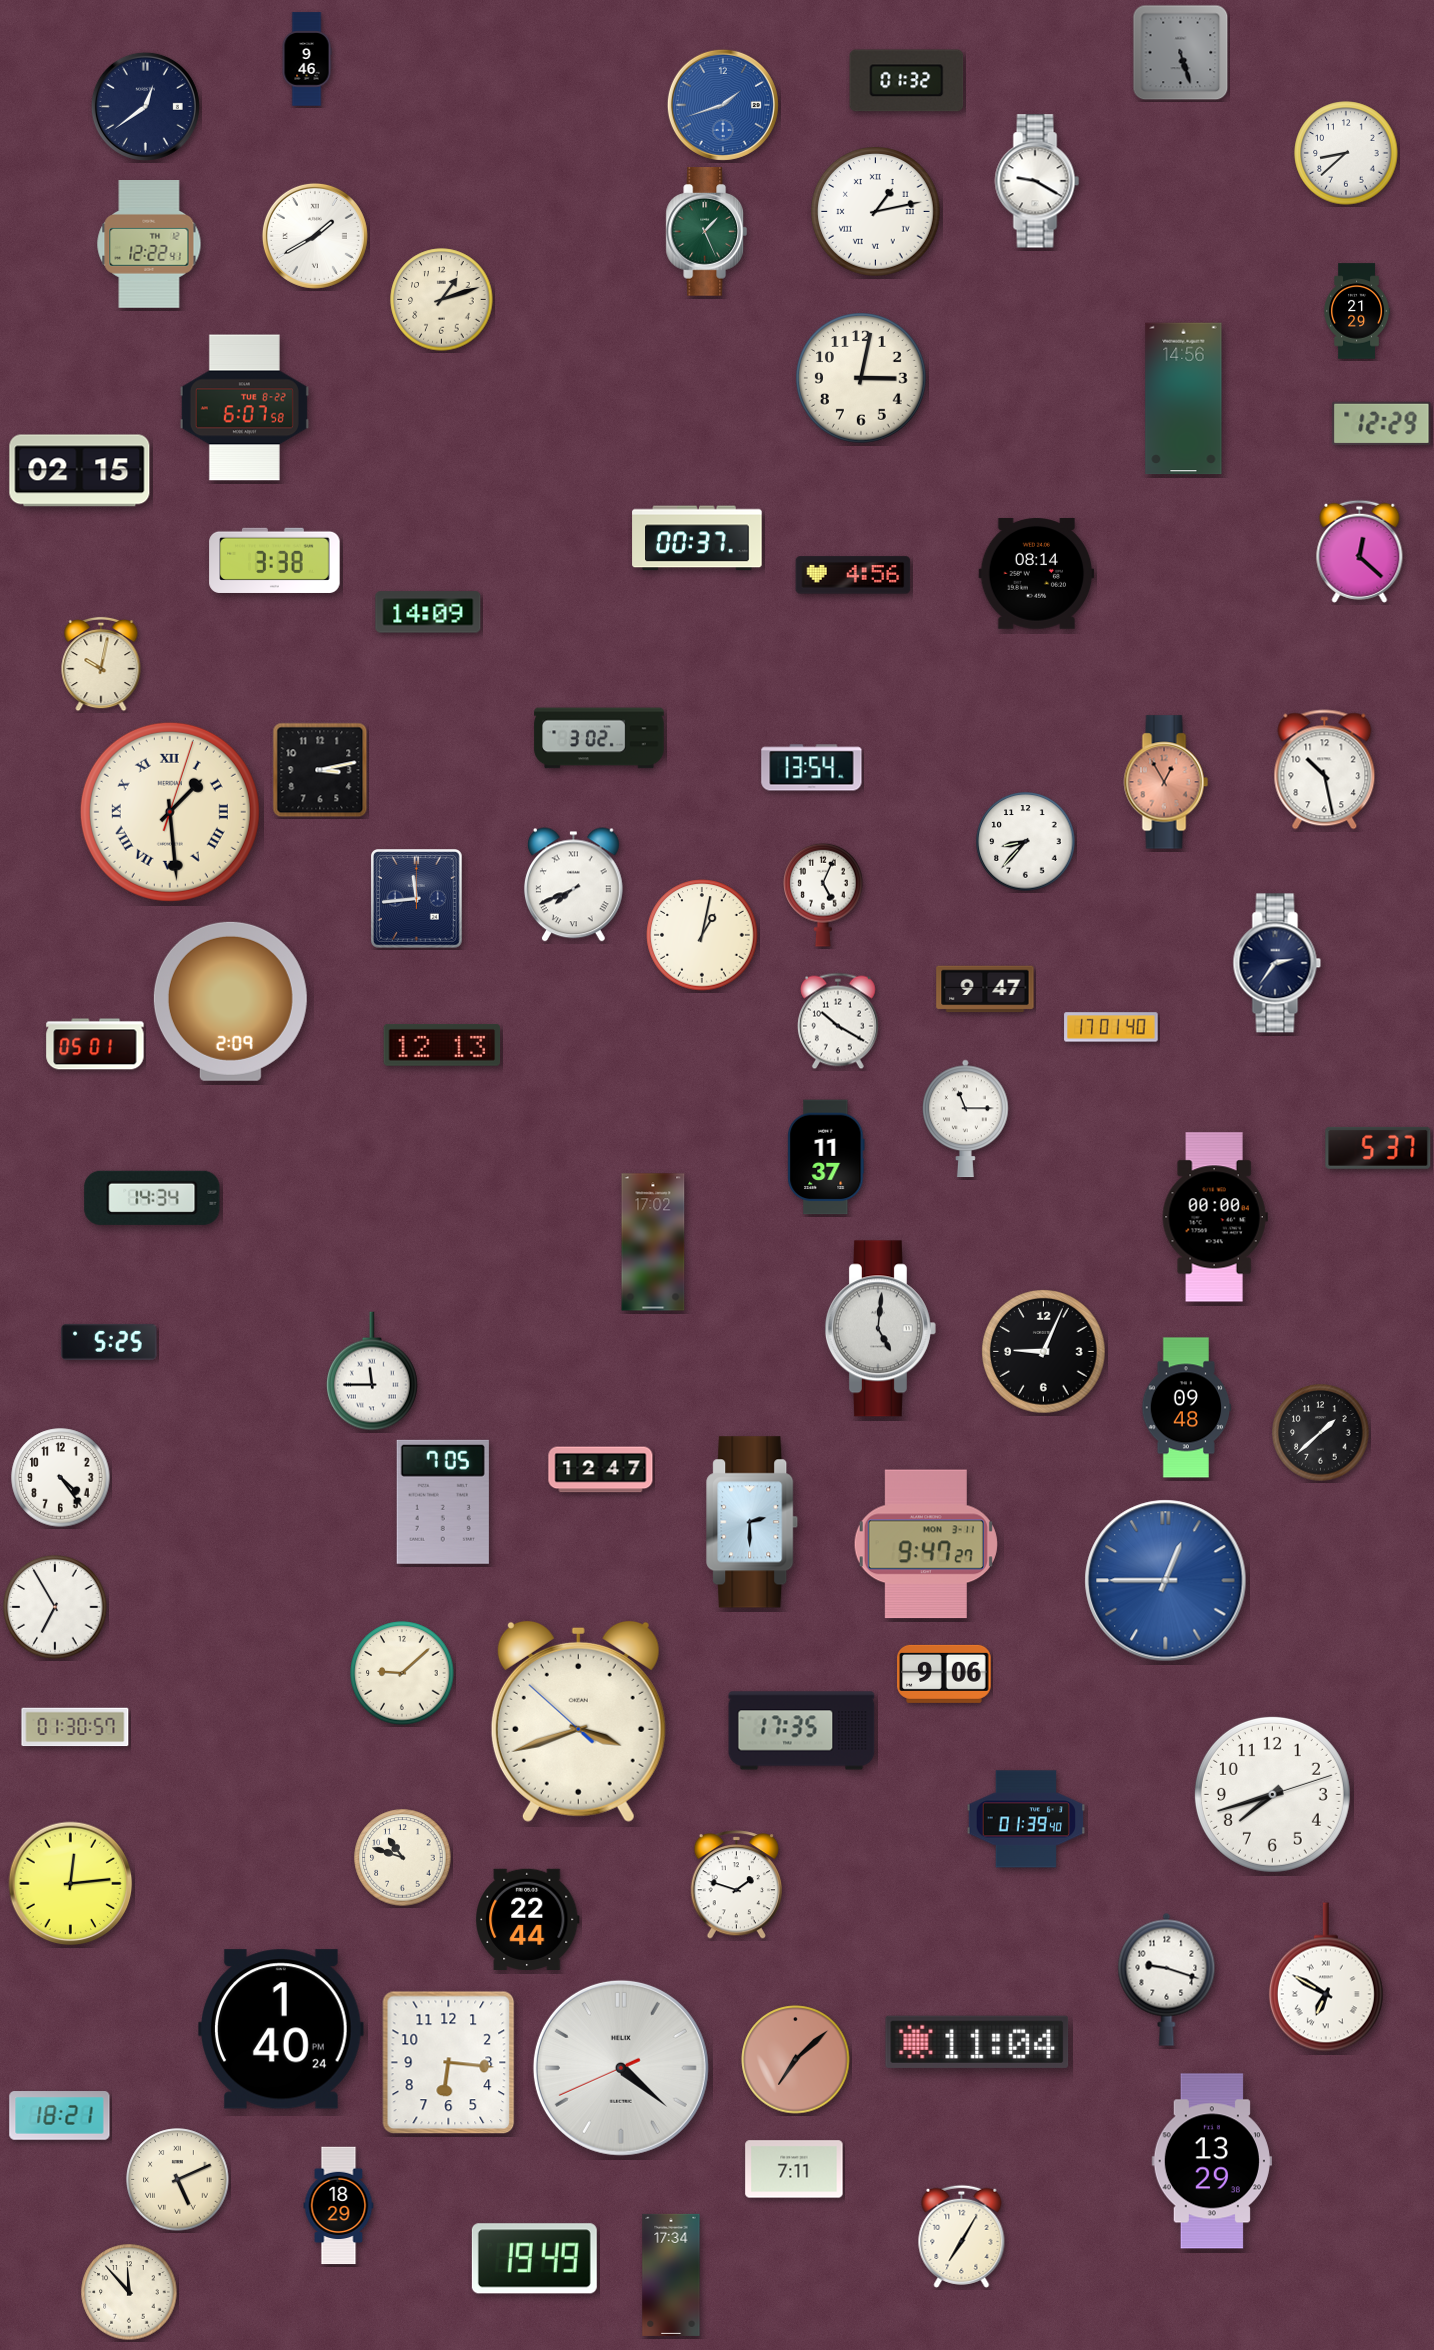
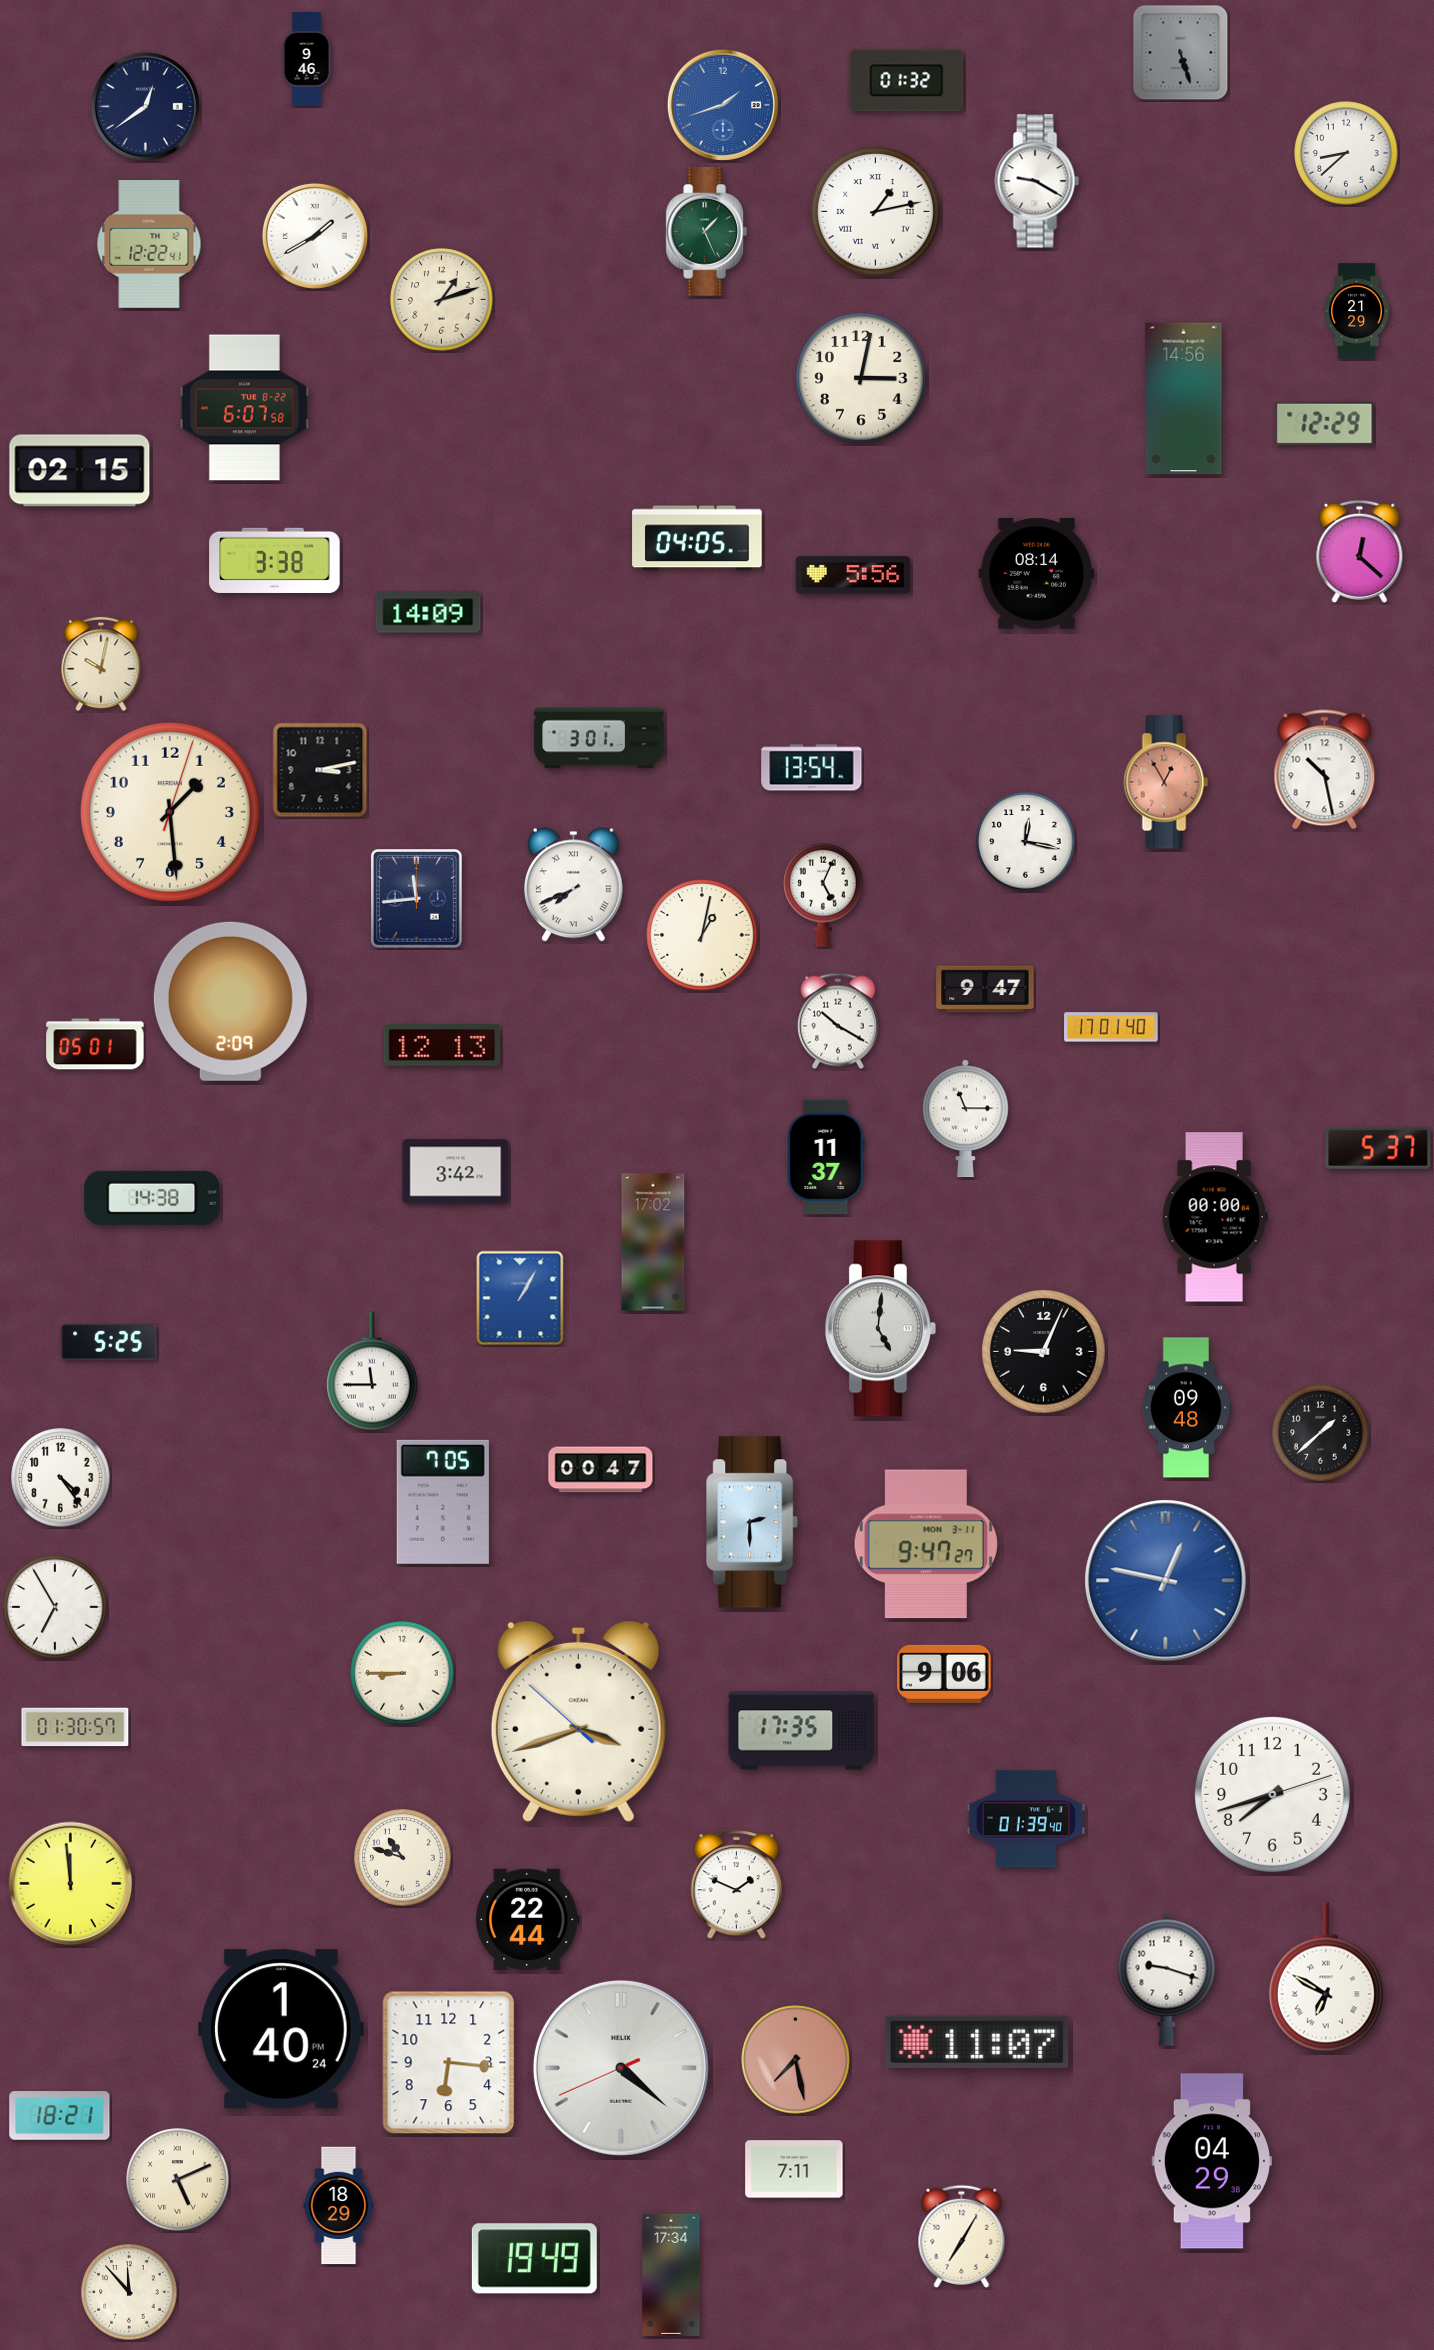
clock at (1382, 423) position: (1382, 423) -> (1325, 423)
clock at (697, 538): 00:37 -> 04:05
clock at (853, 575): 4:56 -> 5:56
clock at (599, 738): 3:02 -> 3:01
clock at (170, 812) numerals: Roman -> Arabic
clock at (1026, 842): 8:37 -> 12:17
clock at (1277, 963): 2:36 -> none
clock at (456, 1172): none -> 3:42
clock at (152, 1198): 14:34 -> 14:38
clock at (520, 1298): none -> 1:05
clock at (601, 1470): 12:47 -> 00:47
clock at (1166, 1581): 12:45 -> 12:47
clock at (402, 1673): 9:08 -> 8:45
clock at (71, 1884): 12:14 -> 11:59
clock at (736, 1885): 1:48 -> 1:49
clock at (977, 2042): 11:04 -> 11:07
clock at (796, 2060): 7:08 -> 7:28
clock at (1212, 2161): 13:29 -> 04:29
